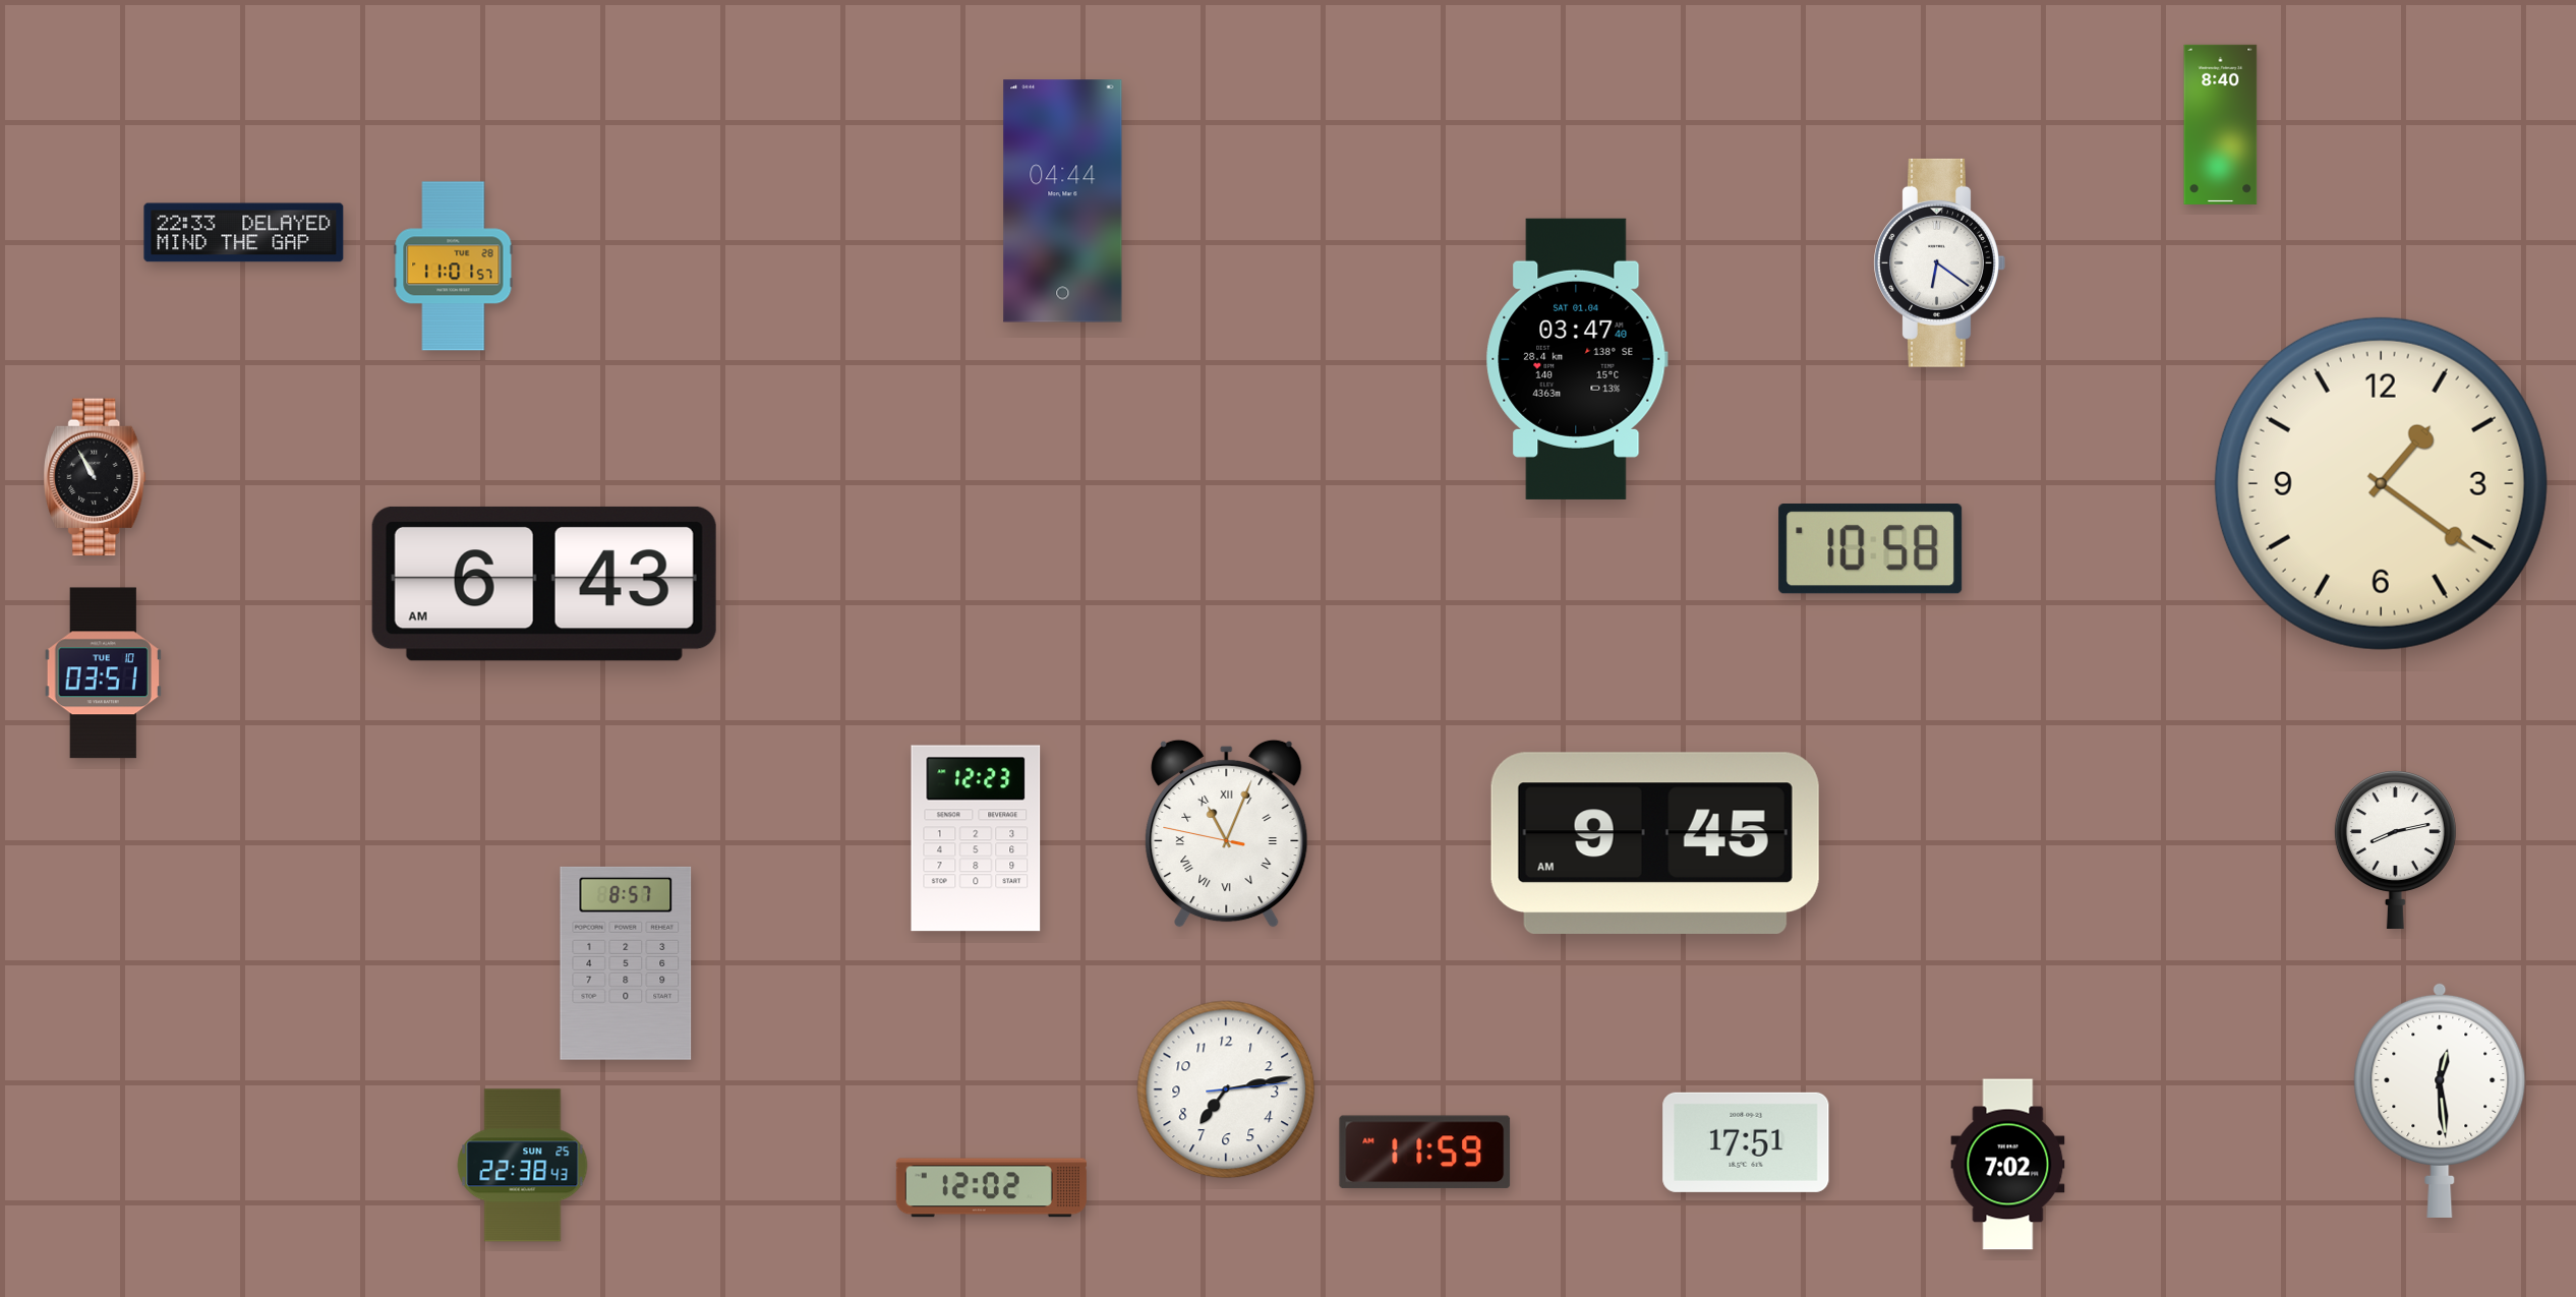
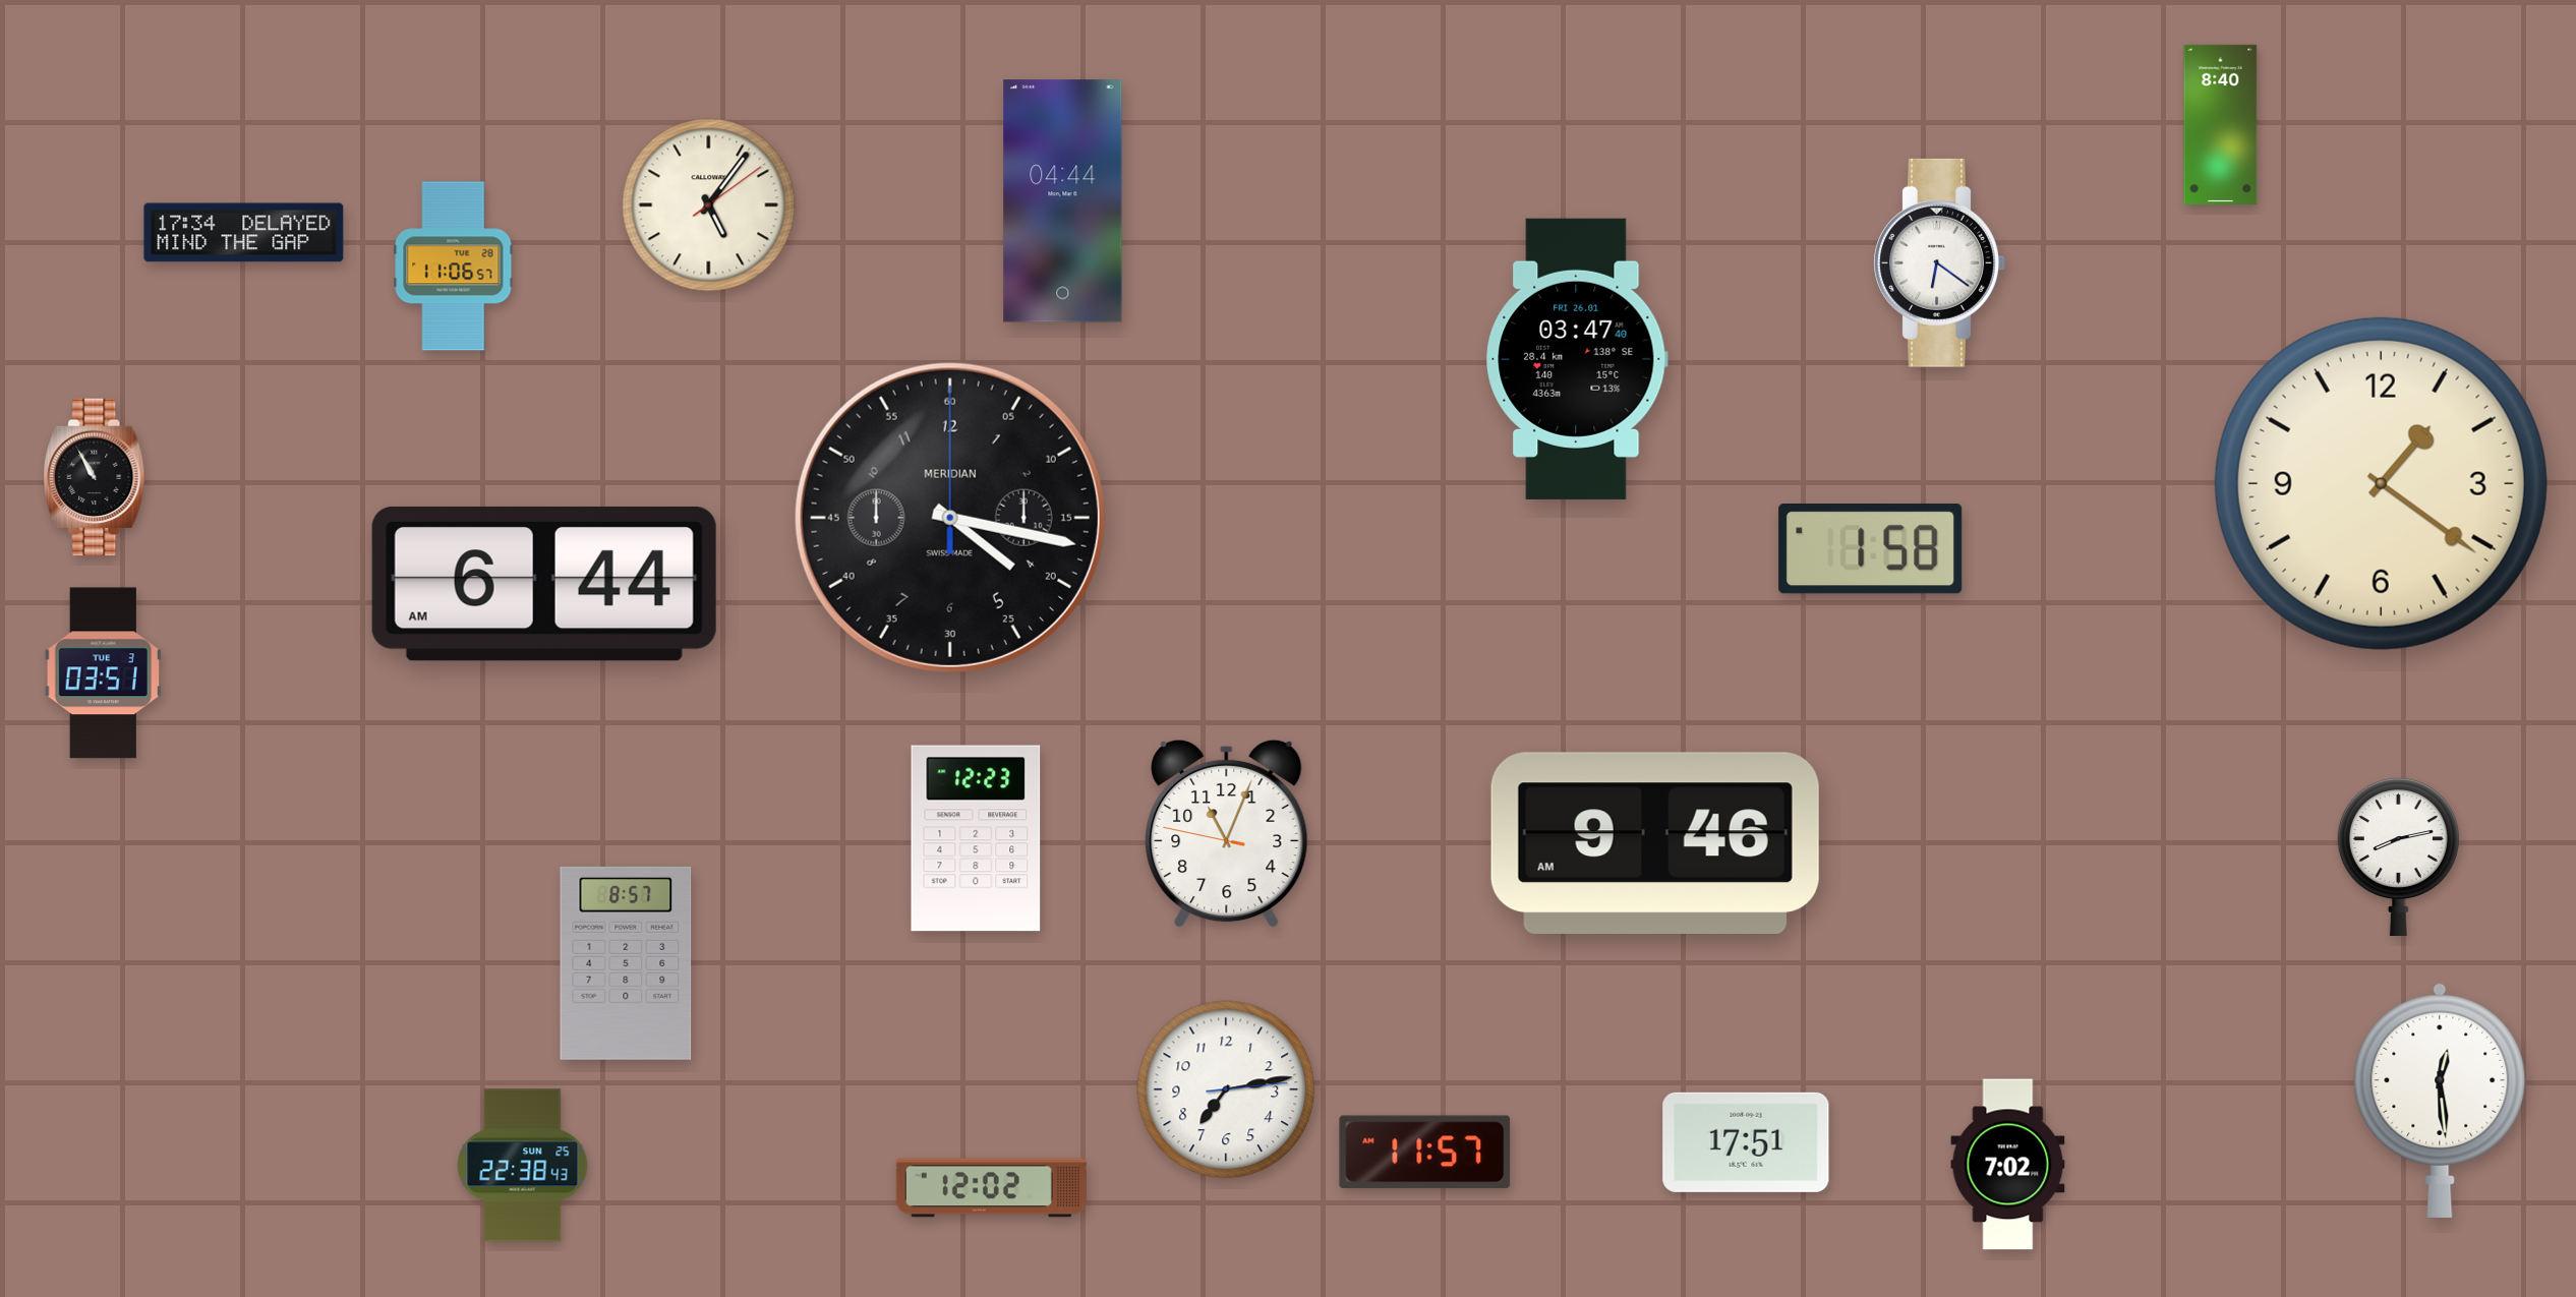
clock at (709, 205): none -> 5:06
clock at (244, 233): 22:33 -> 17:34
clock at (454, 267): 11:01 -> 11:06
clock at (1577, 359) date: SAT 01.04 -> FRI 26.01
clock at (950, 518): none -> 4:17
clock at (1871, 549): 10:58 -> 1:58
clock at (544, 584): 6:43 -> 6:44
clock at (103, 673) date: TUE 10 -> TUE 3
clock at (1227, 833) numerals: Roman -> Arabic
clock at (1655, 843): 9:45 -> 9:46
clock at (2395, 849) position: (2395, 849) -> (2398, 857)
clock at (1425, 1153): 11:59 -> 11:57
